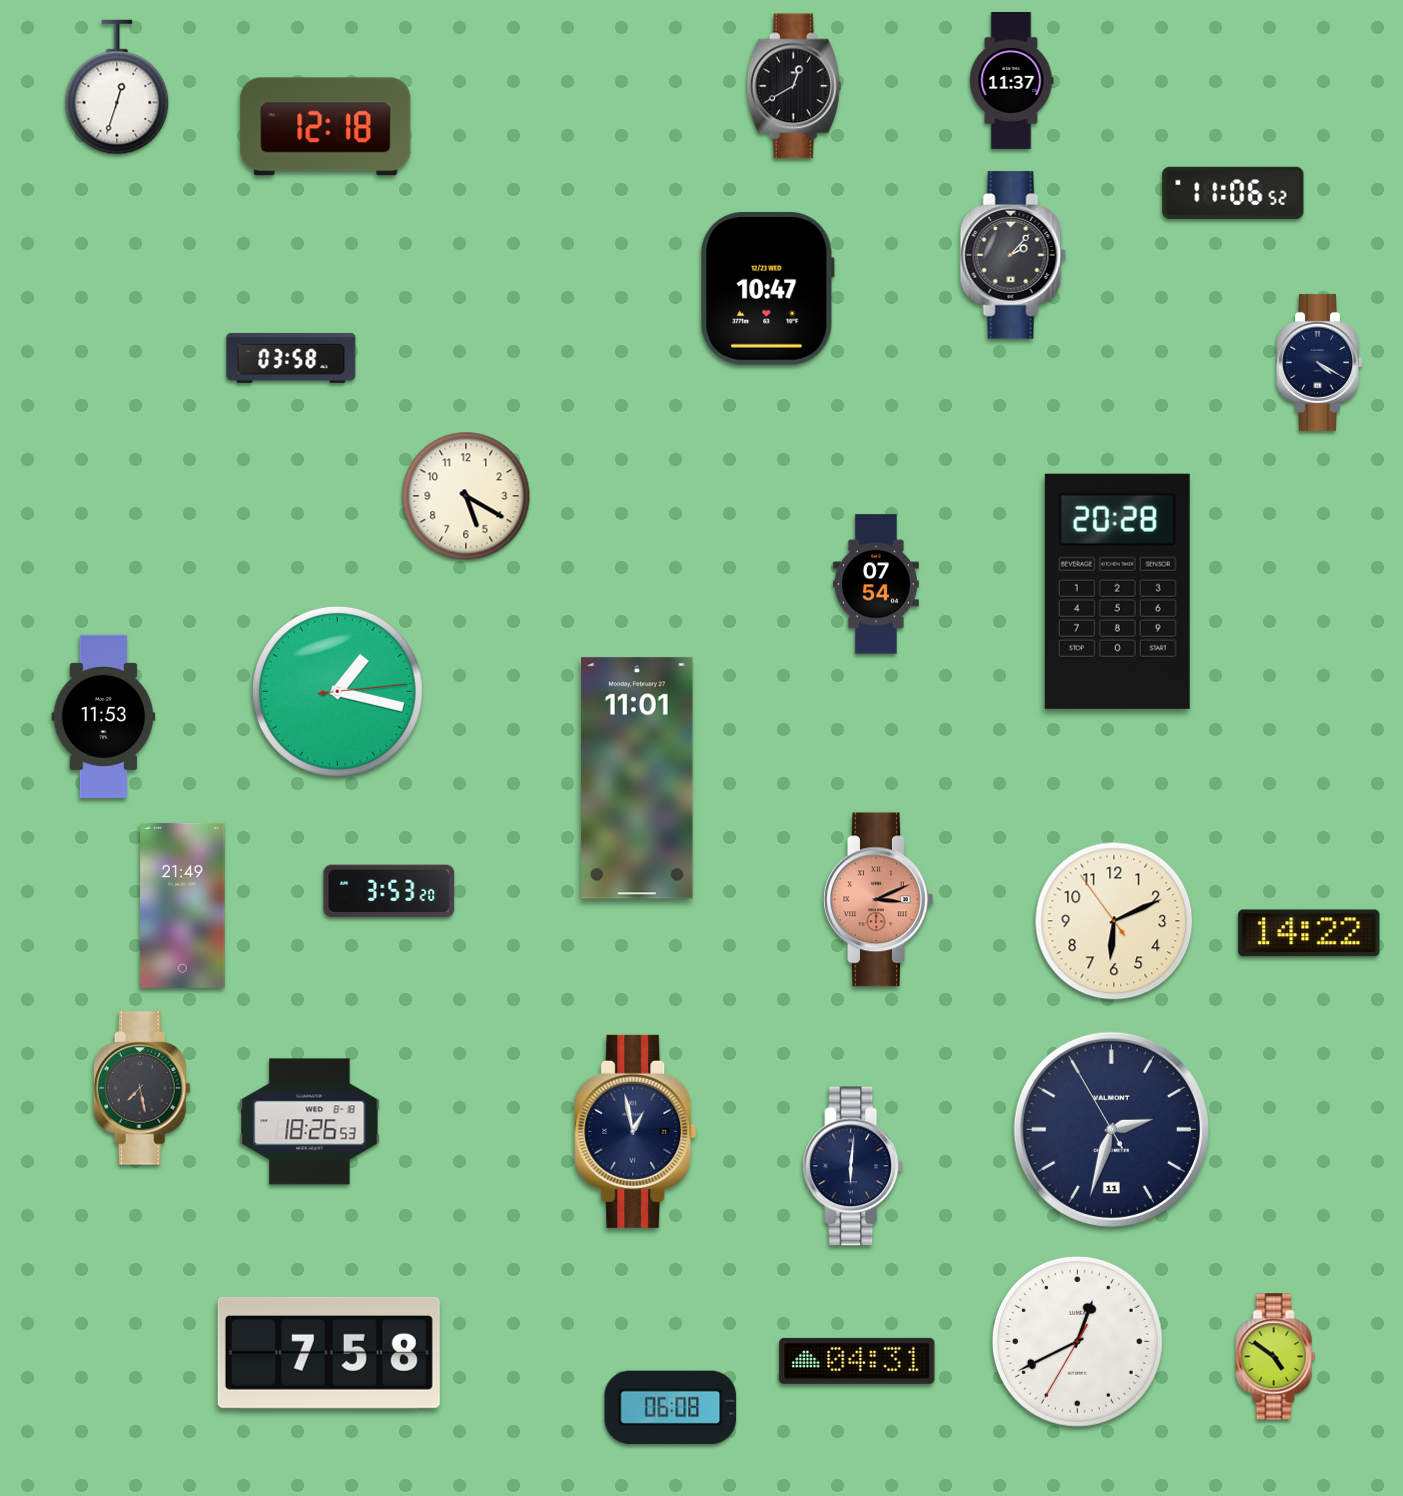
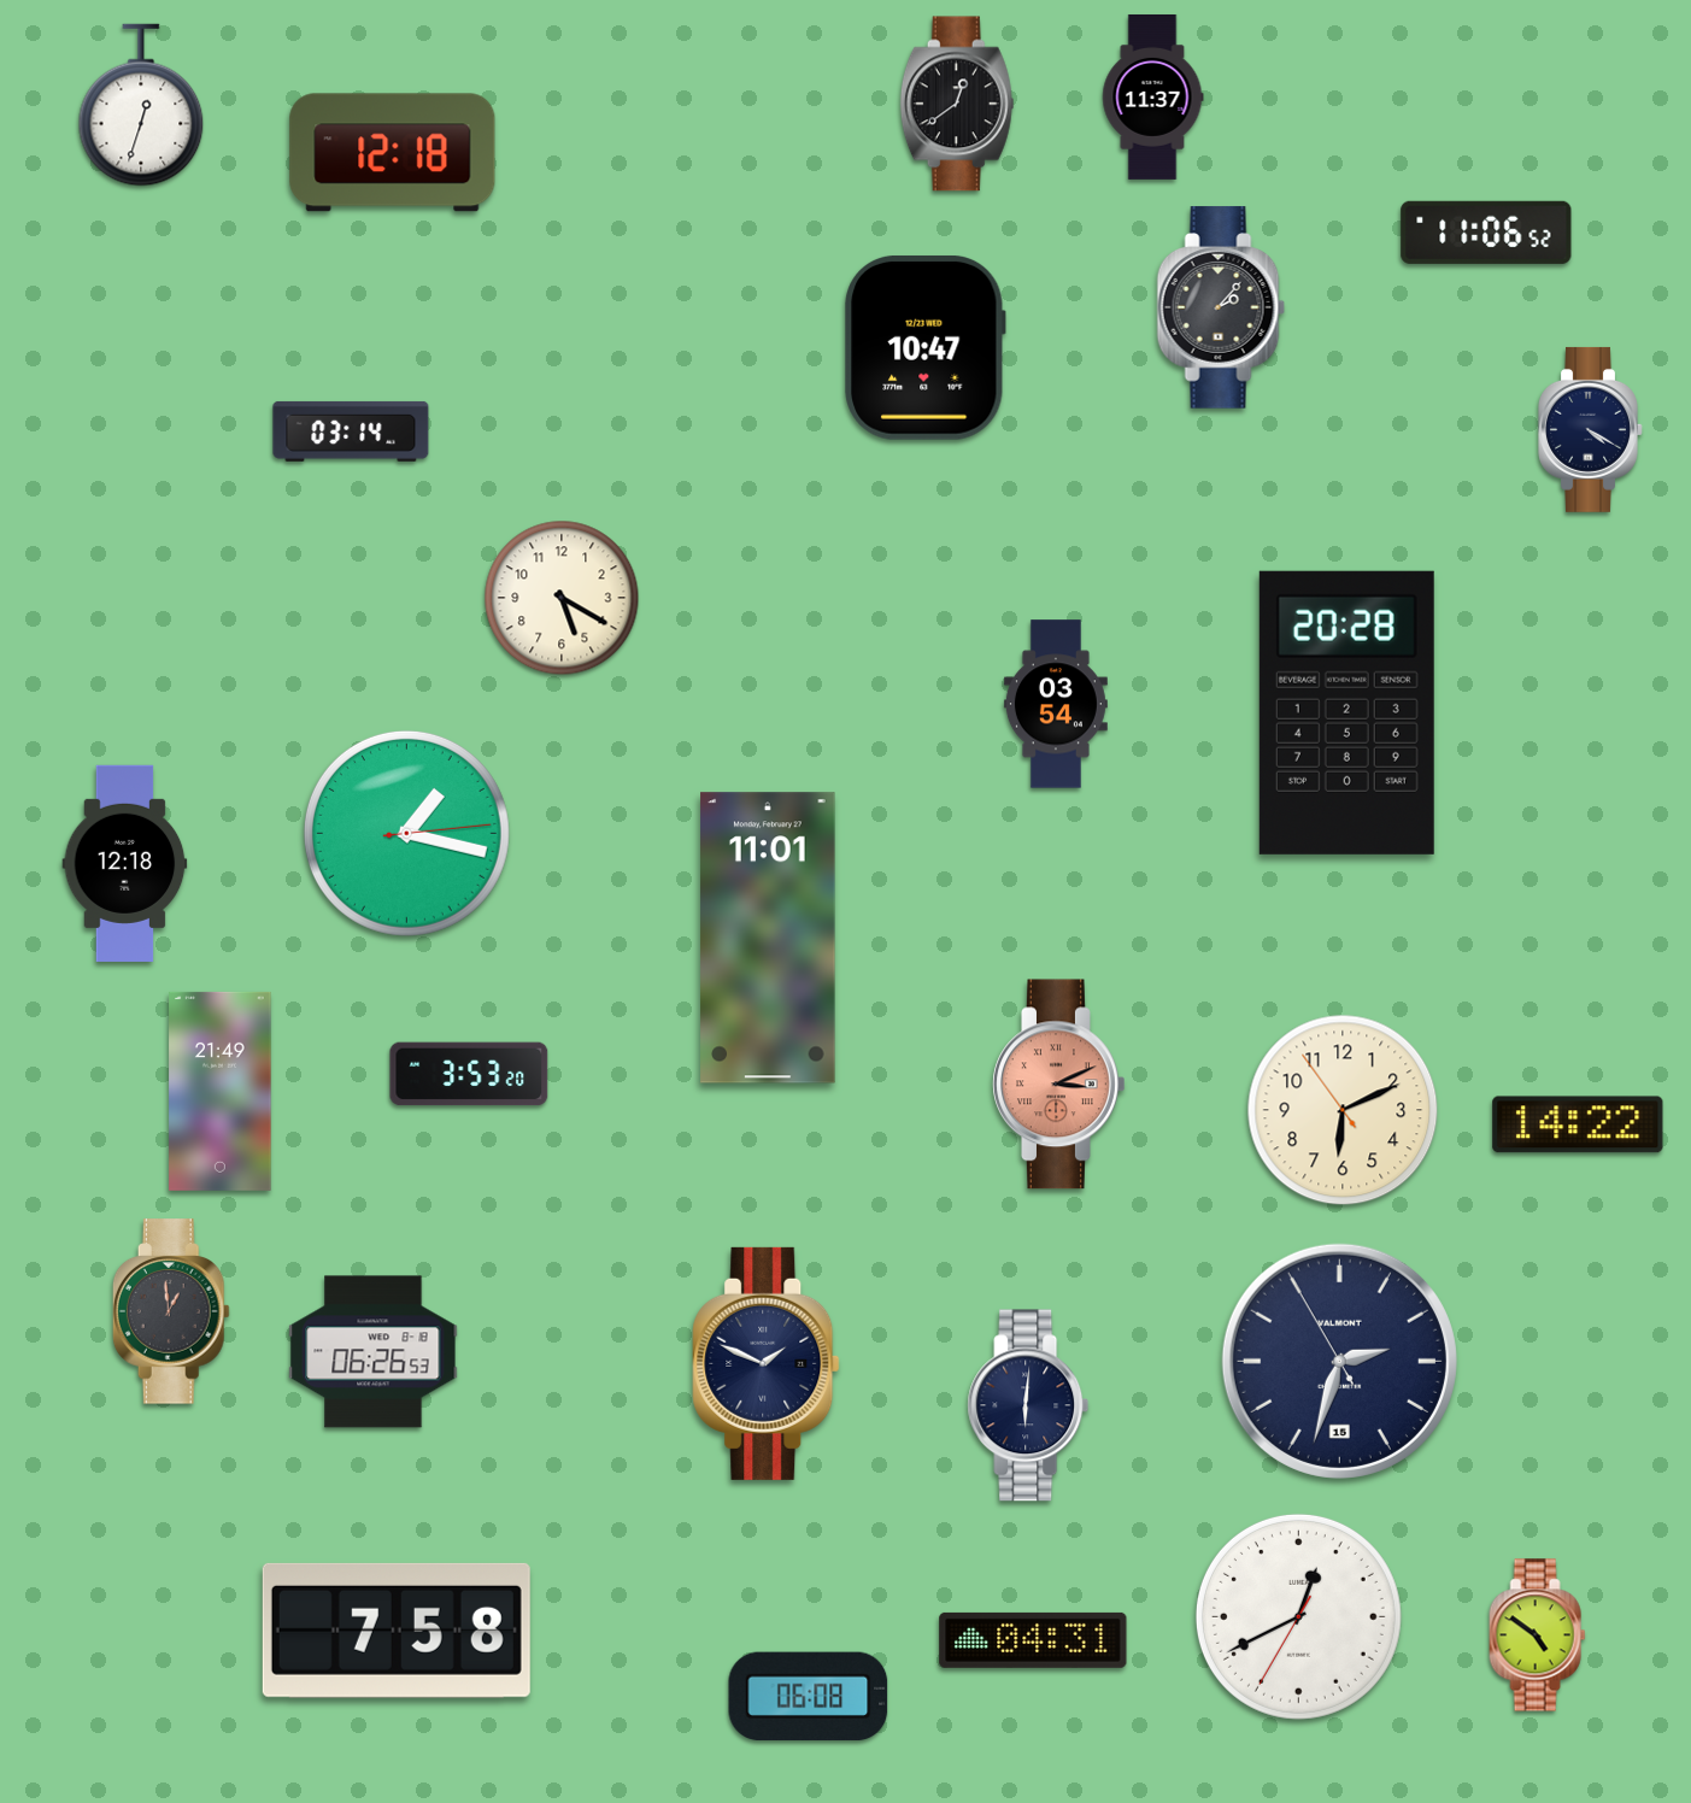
clock at (1012, 80) position: (1012, 80) -> (1153, 96)
clock at (794, 86): 12:40 -> 12:39
clock at (291, 358): 03:58 -> 03:14
clock at (1320, 362) position: (1320, 362) -> (1591, 429)
clock at (876, 584): 07:54 -> 03:54
clock at (104, 716): 11:53 -> 12:18
clock at (142, 1088): 7:28 -> 12:59
clock at (310, 1122): 18:26 -> 06:26
clock at (1111, 1129) date: 11 -> 15
clock at (636, 1131): 12:58 -> 1:49
